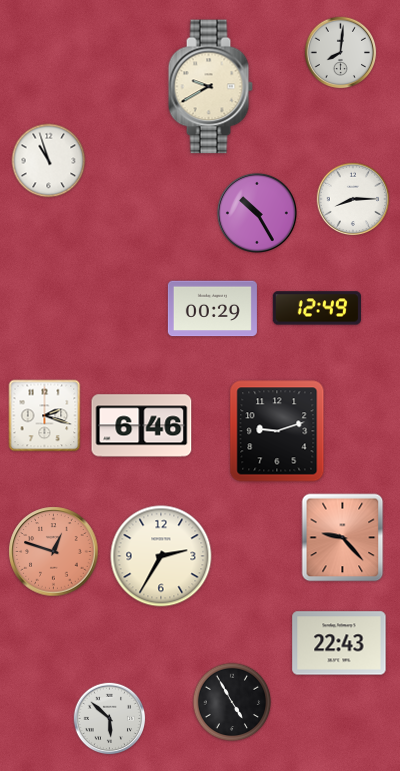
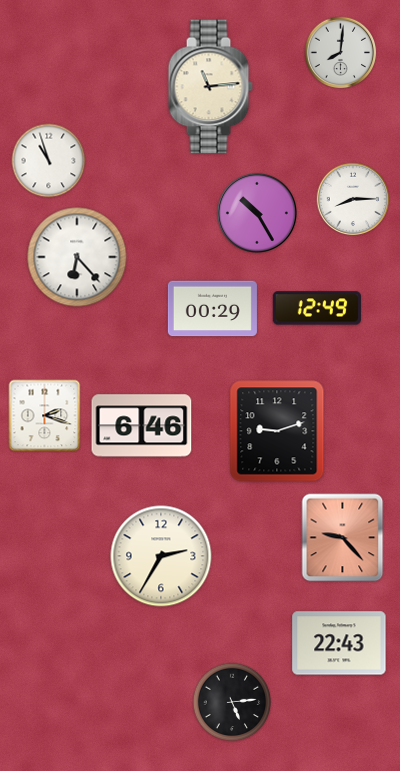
clock at (210, 87): 9:40 -> 11:14
clock at (77, 257): none -> 6:23
clock at (54, 552): 12:48 -> none
clock at (232, 702): 4:55 -> 5:14
clock at (110, 719): 5:52 -> none
